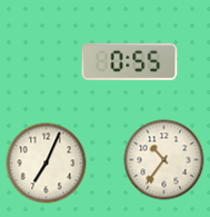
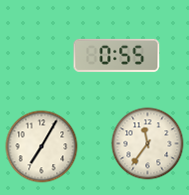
clock at (164, 160): 10:36 -> 11:36
clock at (47, 164): 7:04 -> 7:05
